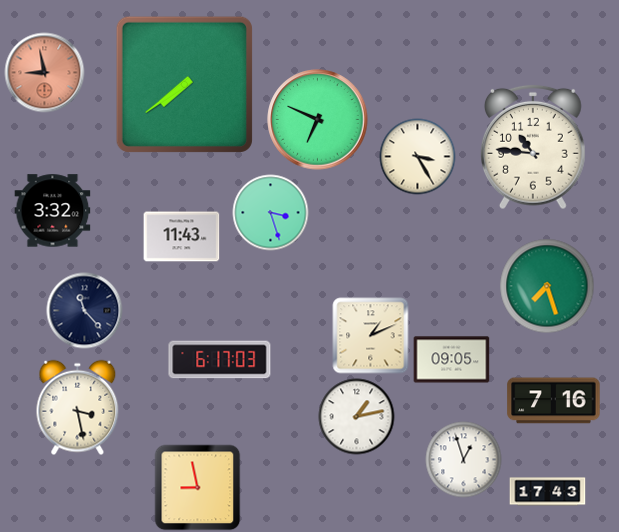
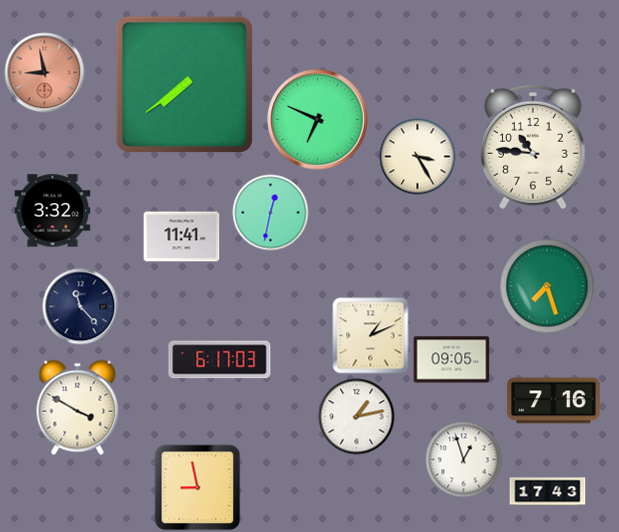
clock at (271, 213): 3:27 -> 12:32
clock at (182, 237): 11:43 -> 11:41
clock at (85, 311) position: (85, 311) -> (81, 307)
clock at (78, 408): 3:28 -> 3:50
